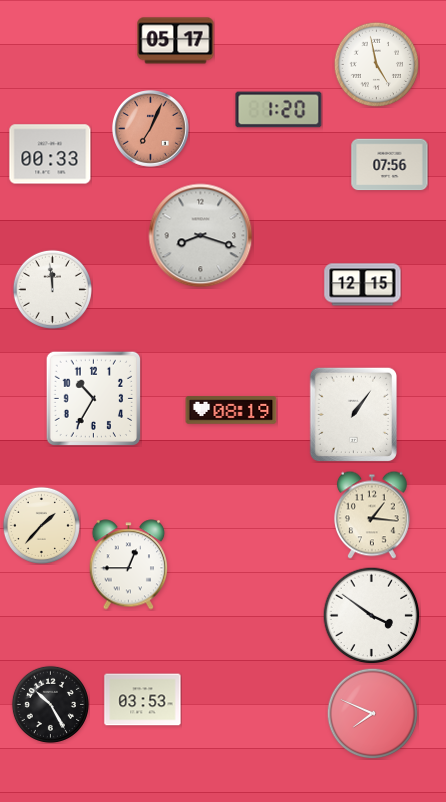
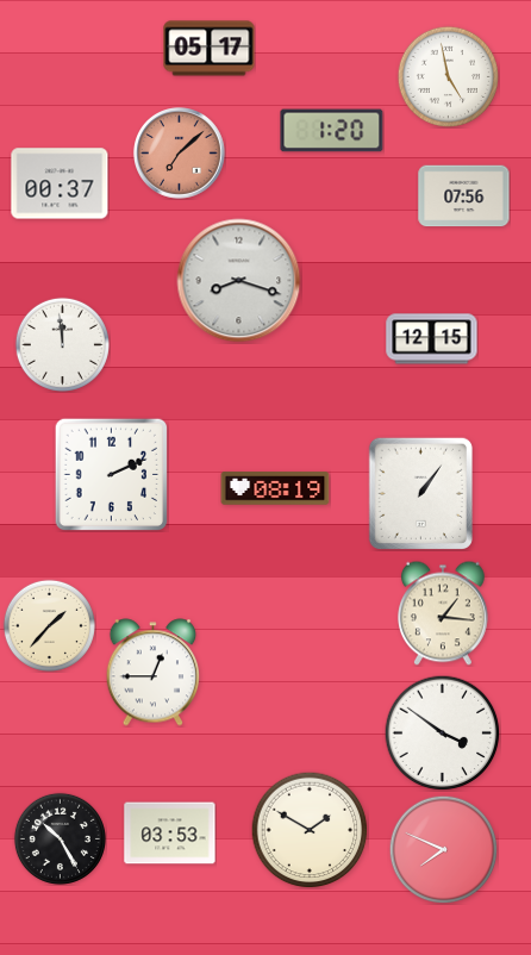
clock at (151, 129): 7:04 -> 7:08
clock at (50, 154): 00:33 -> 00:37
clock at (93, 398): 10:35 -> 2:11
clock at (310, 830): none -> 1:50
